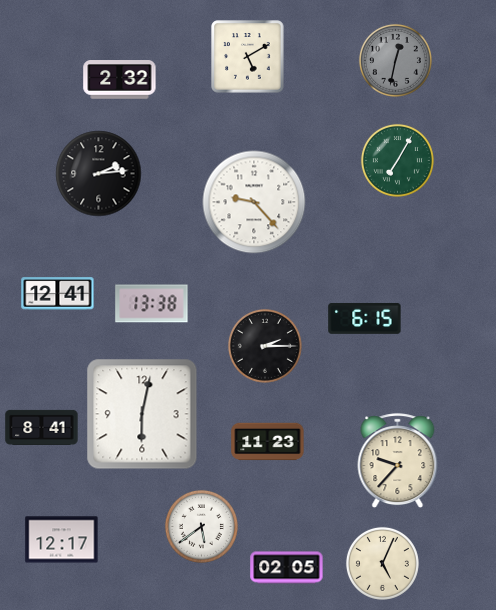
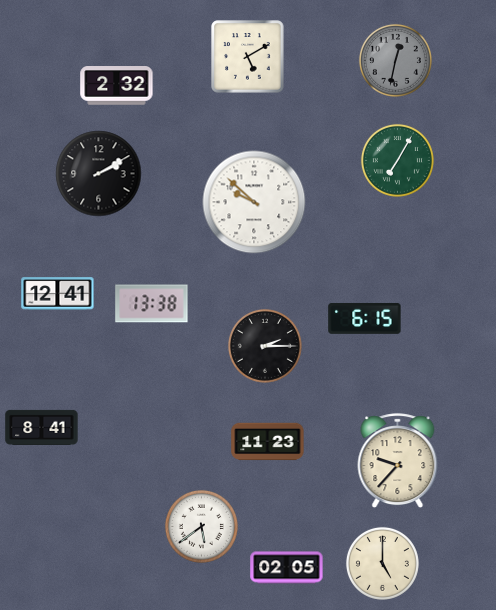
clock at (120, 80) position: (120, 80) -> (117, 86)
clock at (99, 174): 2:14 -> 2:10
clock at (254, 202): 9:23 -> 9:52
clock at (142, 414): 6:02 -> none
clock at (62, 540): 12:17 -> none
clock at (382, 563): 5:04 -> 5:00
